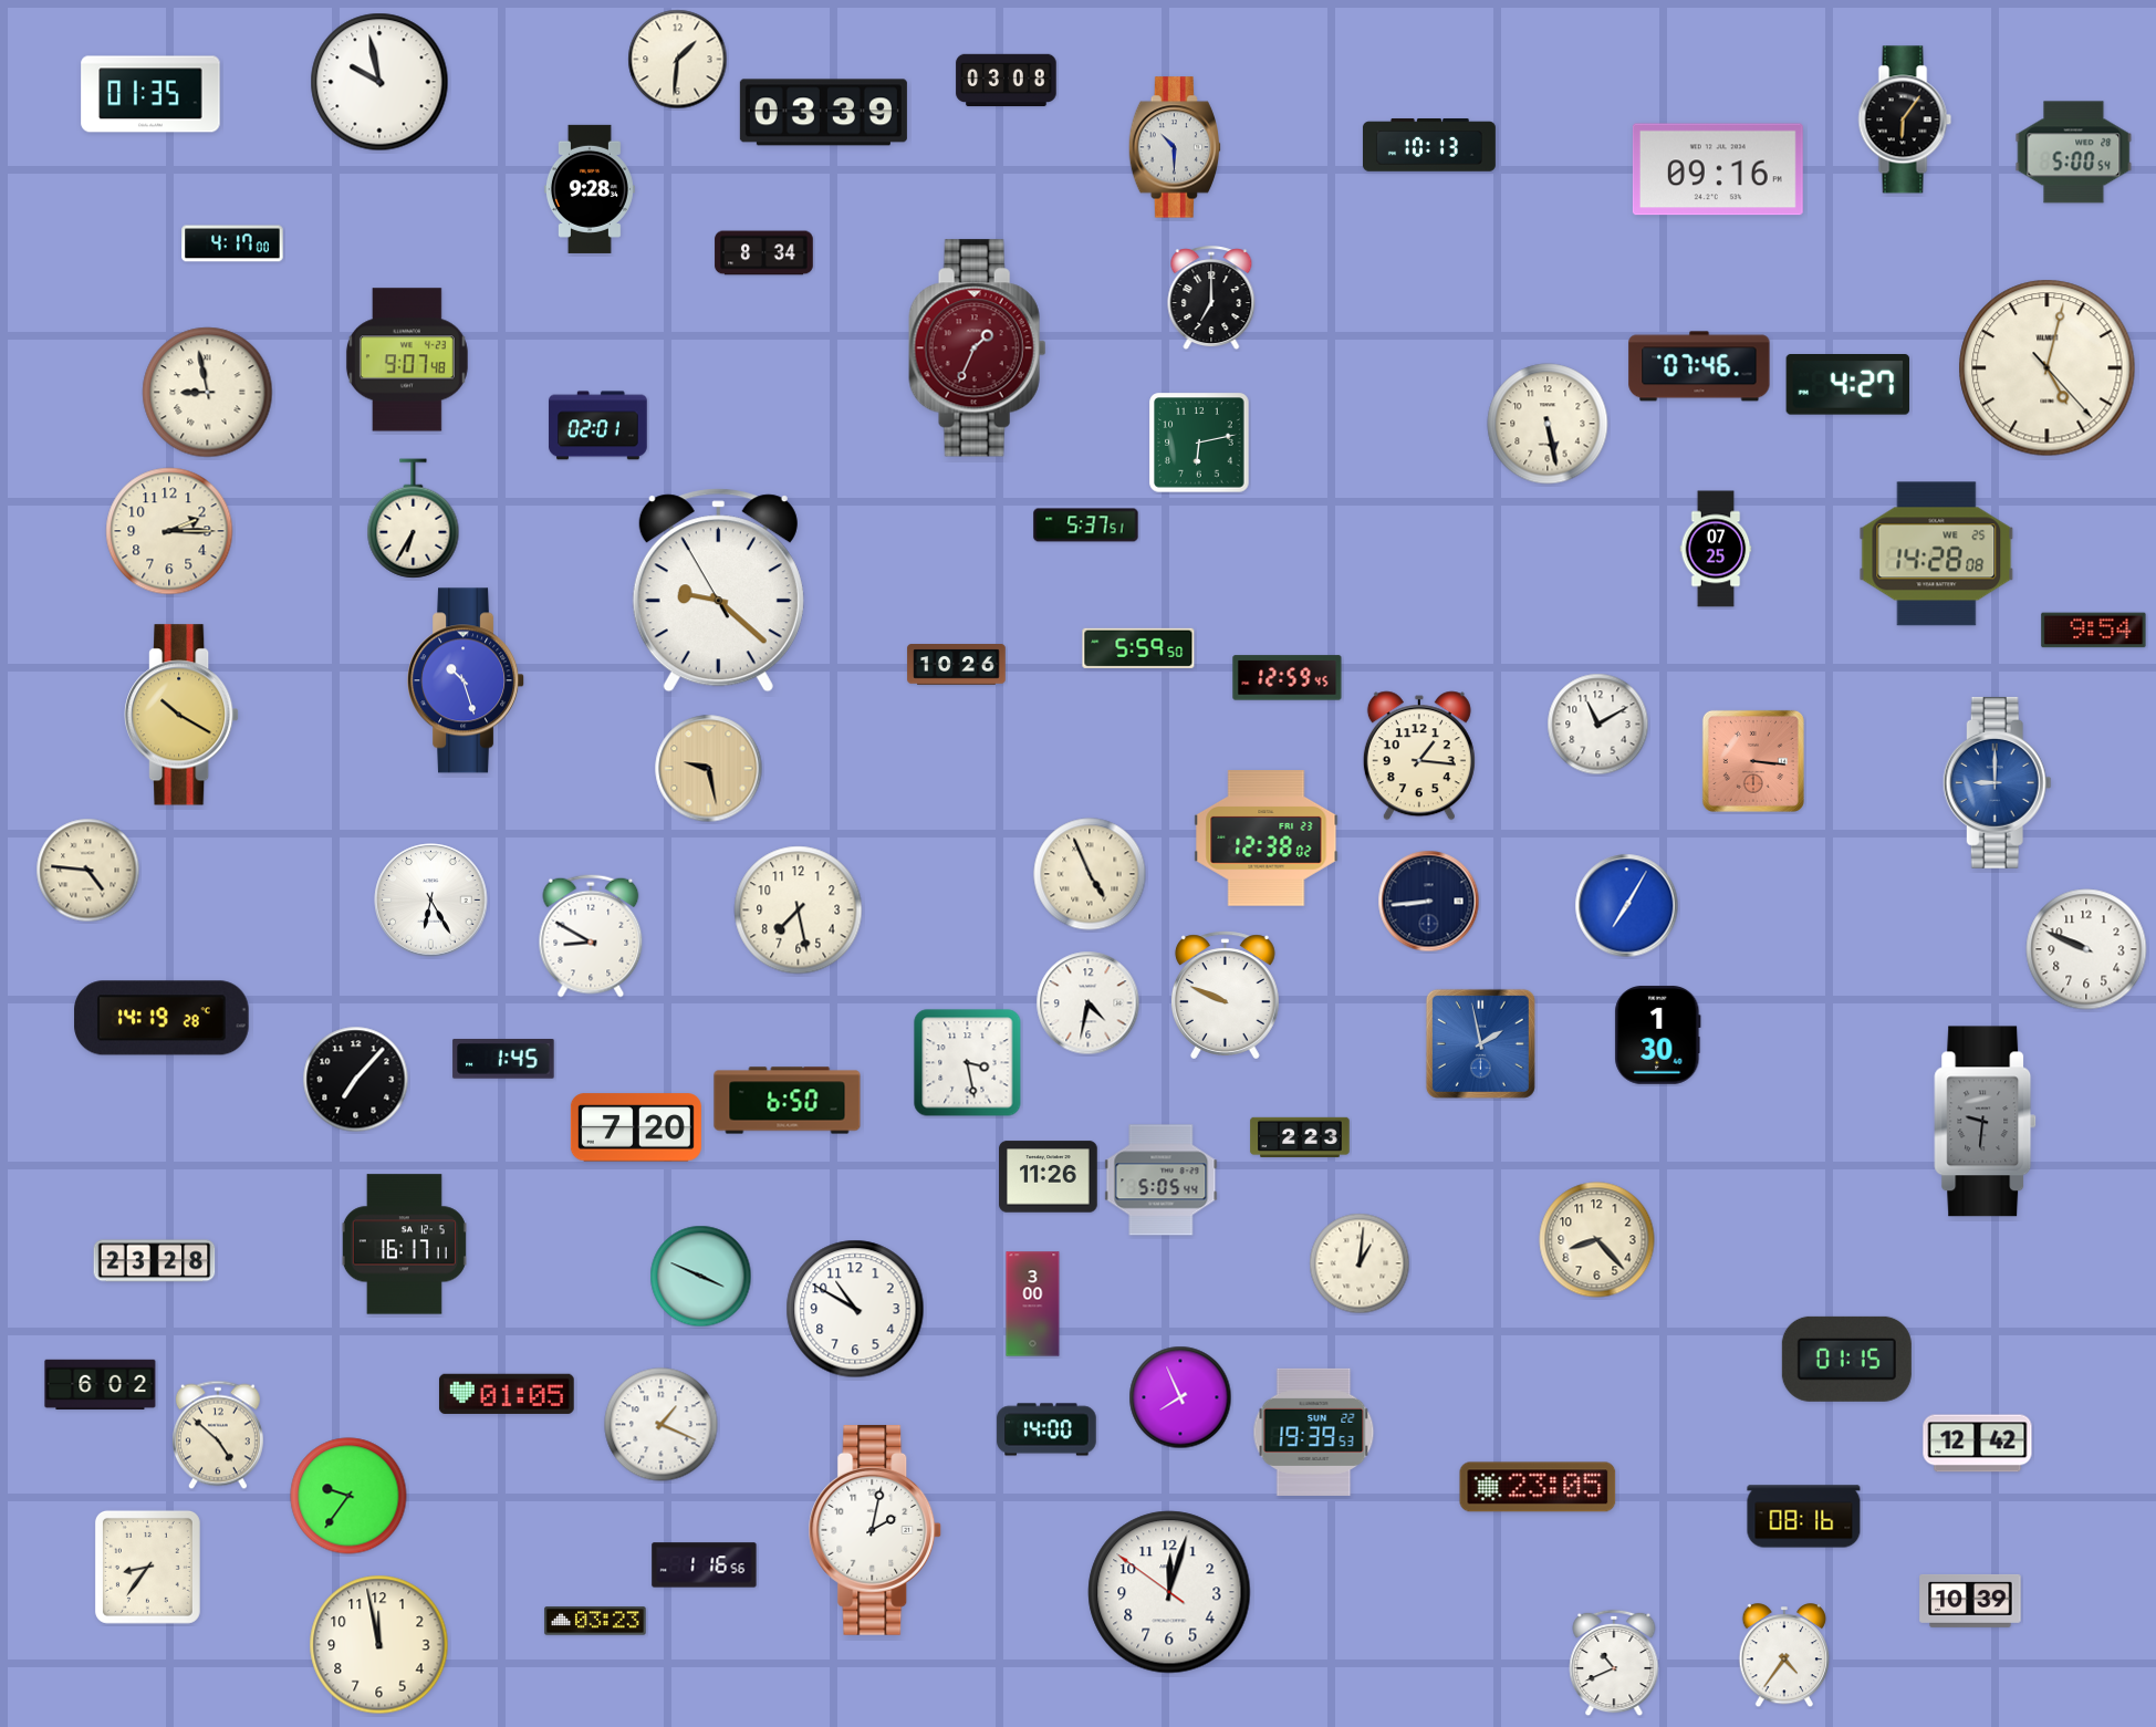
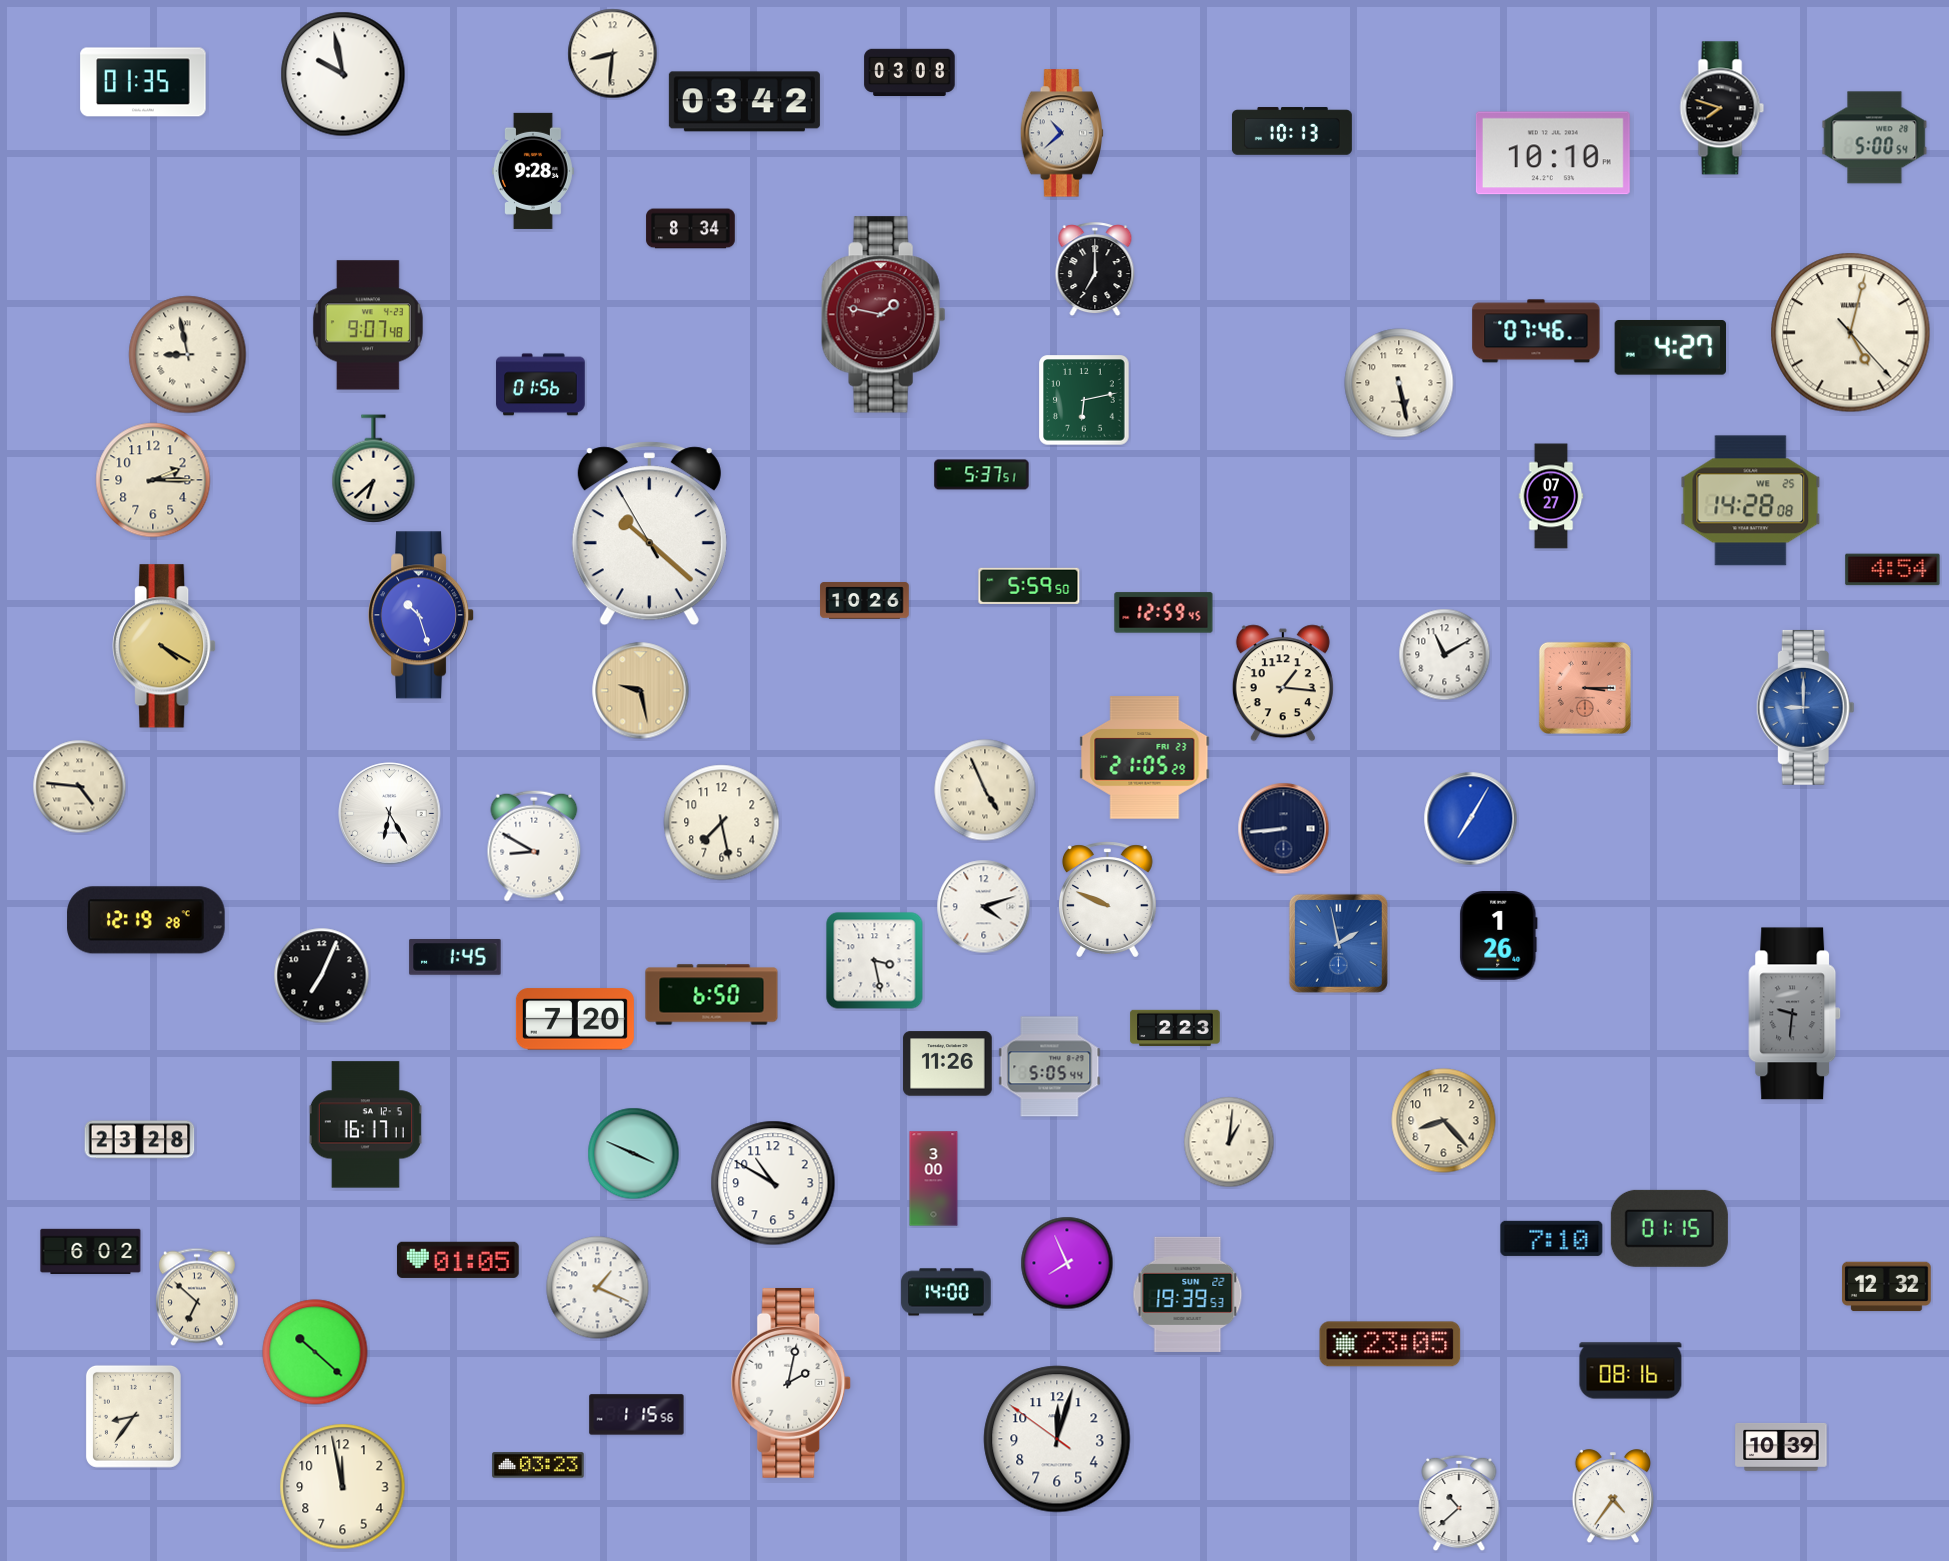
clock at (678, 60): 1:31 -> 8:31
clock at (150, 94) position: (150, 94) -> (143, 82)
clock at (823, 113): 03:39 -> 03:42
clock at (1905, 119): 6:06 -> 7:48
clock at (1175, 147): 10:30 -> 10:38
clock at (1718, 169): 09:16 -> 10:10
clock at (232, 243): 4:17 -> none
clock at (978, 348): 1:34 -> 1:47
clock at (598, 426): 02:01 -> 01:56
clock at (414, 519): 6:35 -> 6:38
clock at (1716, 549): 07:25 -> 07:27
clock at (718, 591): 9:21 -> 10:21
clock at (2094, 631): 9:54 -> 4:54
clock at (181, 715): 10:20 -> 4:20
clock at (1753, 761): 3:16 -> 3:15
clock at (709, 769) position: (709, 769) -> (641, 691)
clock at (1267, 839): 12:38 -> 21:05
clock at (1429, 902) position: (1429, 902) -> (1284, 829)
clock at (2086, 949): 9:49 -> none
clock at (1089, 1003): 4:32 -> 4:12
clock at (162, 1018): 14:19 -> 12:19
clock at (1658, 1036): 1:30 -> 1:26
clock at (356, 1080): 7:07 -> 7:04
clock at (1552, 1238): none -> 7:10
clock at (1887, 1287): none -> 12:32
clock at (218, 1435): 4:52 -> 6:52
clock at (1978, 1444): 12:42 -> none
clock at (348, 1496): 9:36 -> 10:22
clock at (705, 1565): 1:16 -> 1:15
clock at (1614, 1663): 10:41 -> 10:38
